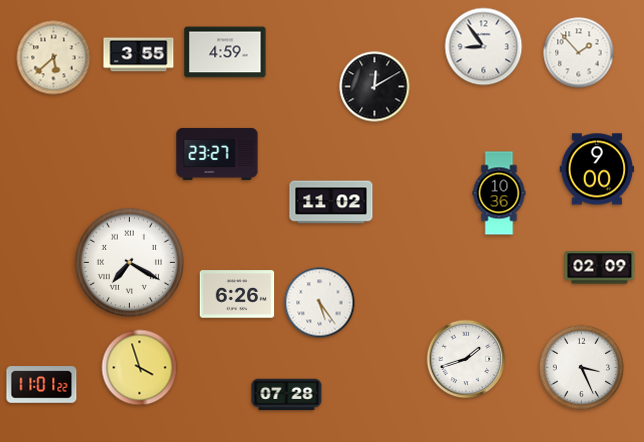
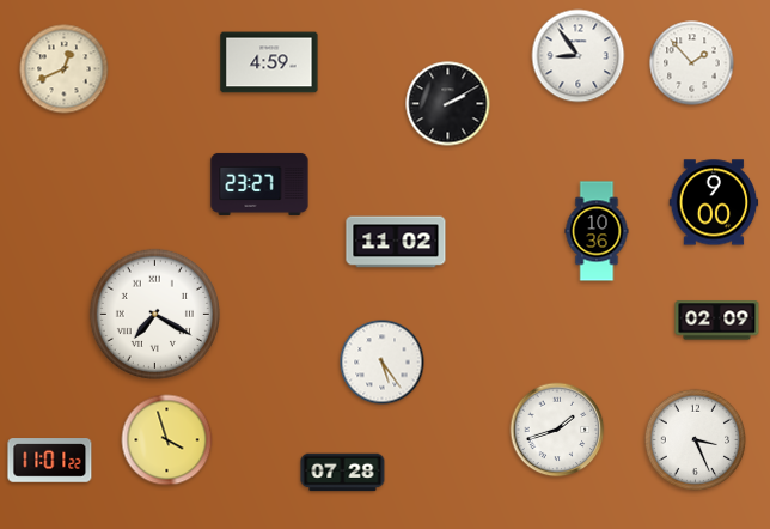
clock at (139, 55): 3:55 -> none
clock at (54, 58): 5:38 -> 12:41
clock at (375, 87): 12:10 -> 2:10
clock at (237, 294): 6:26 -> none
